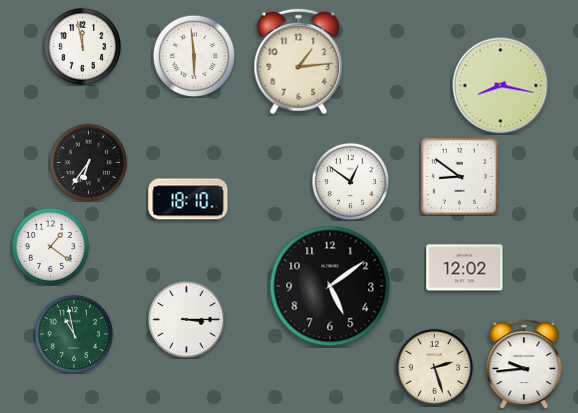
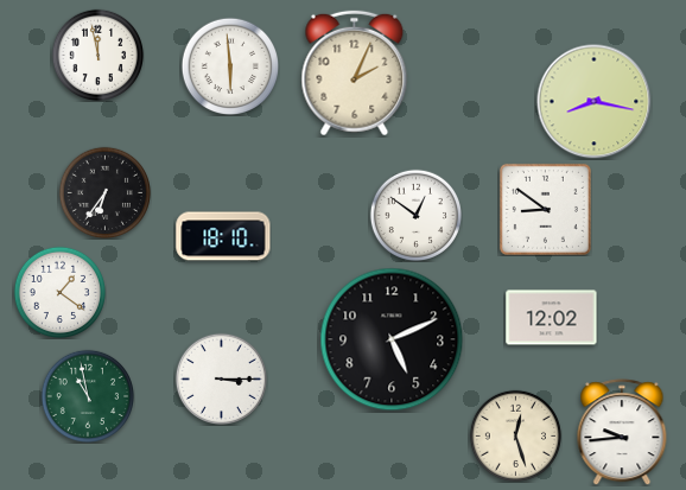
clock at (299, 62): 1:14 -> 2:04
clock at (330, 286): 5:09 -> 5:11
clock at (434, 367): 2:27 -> 12:27
